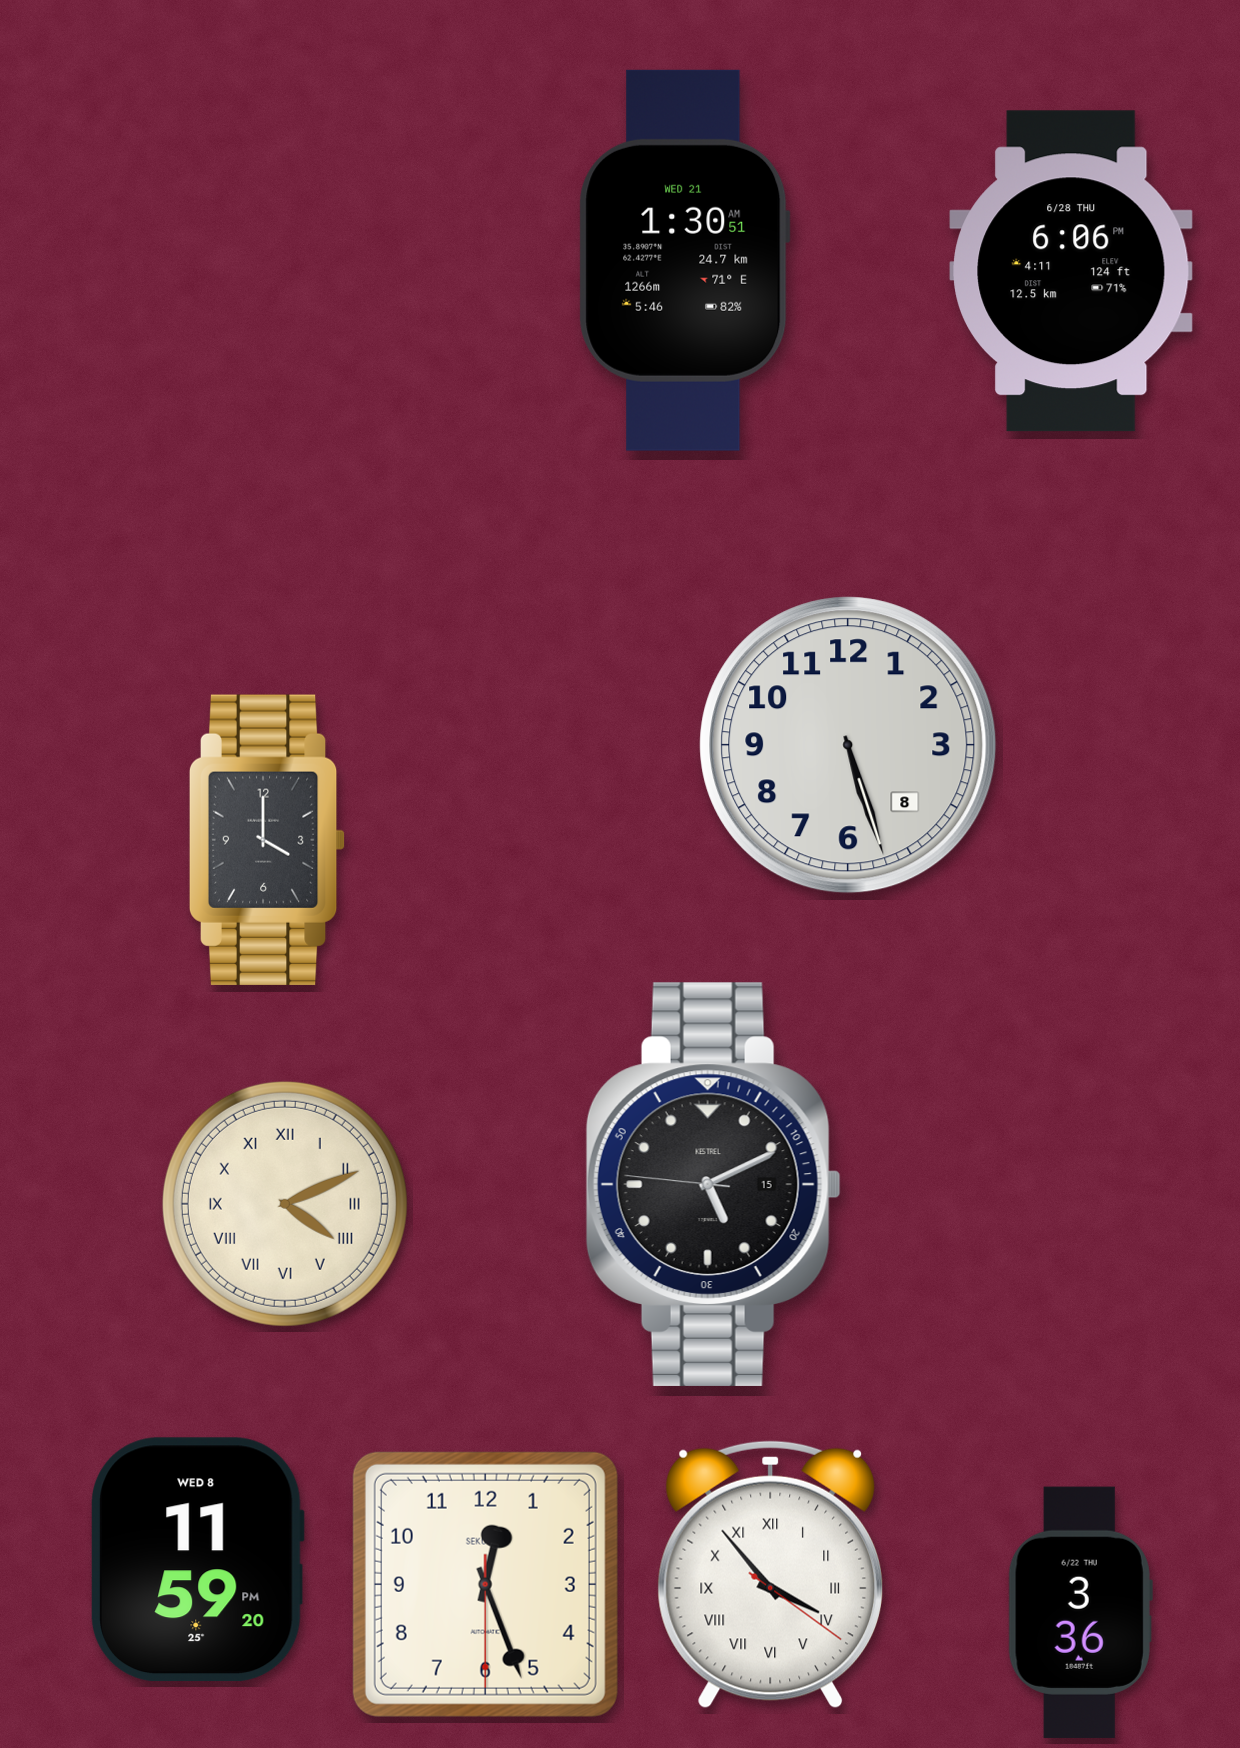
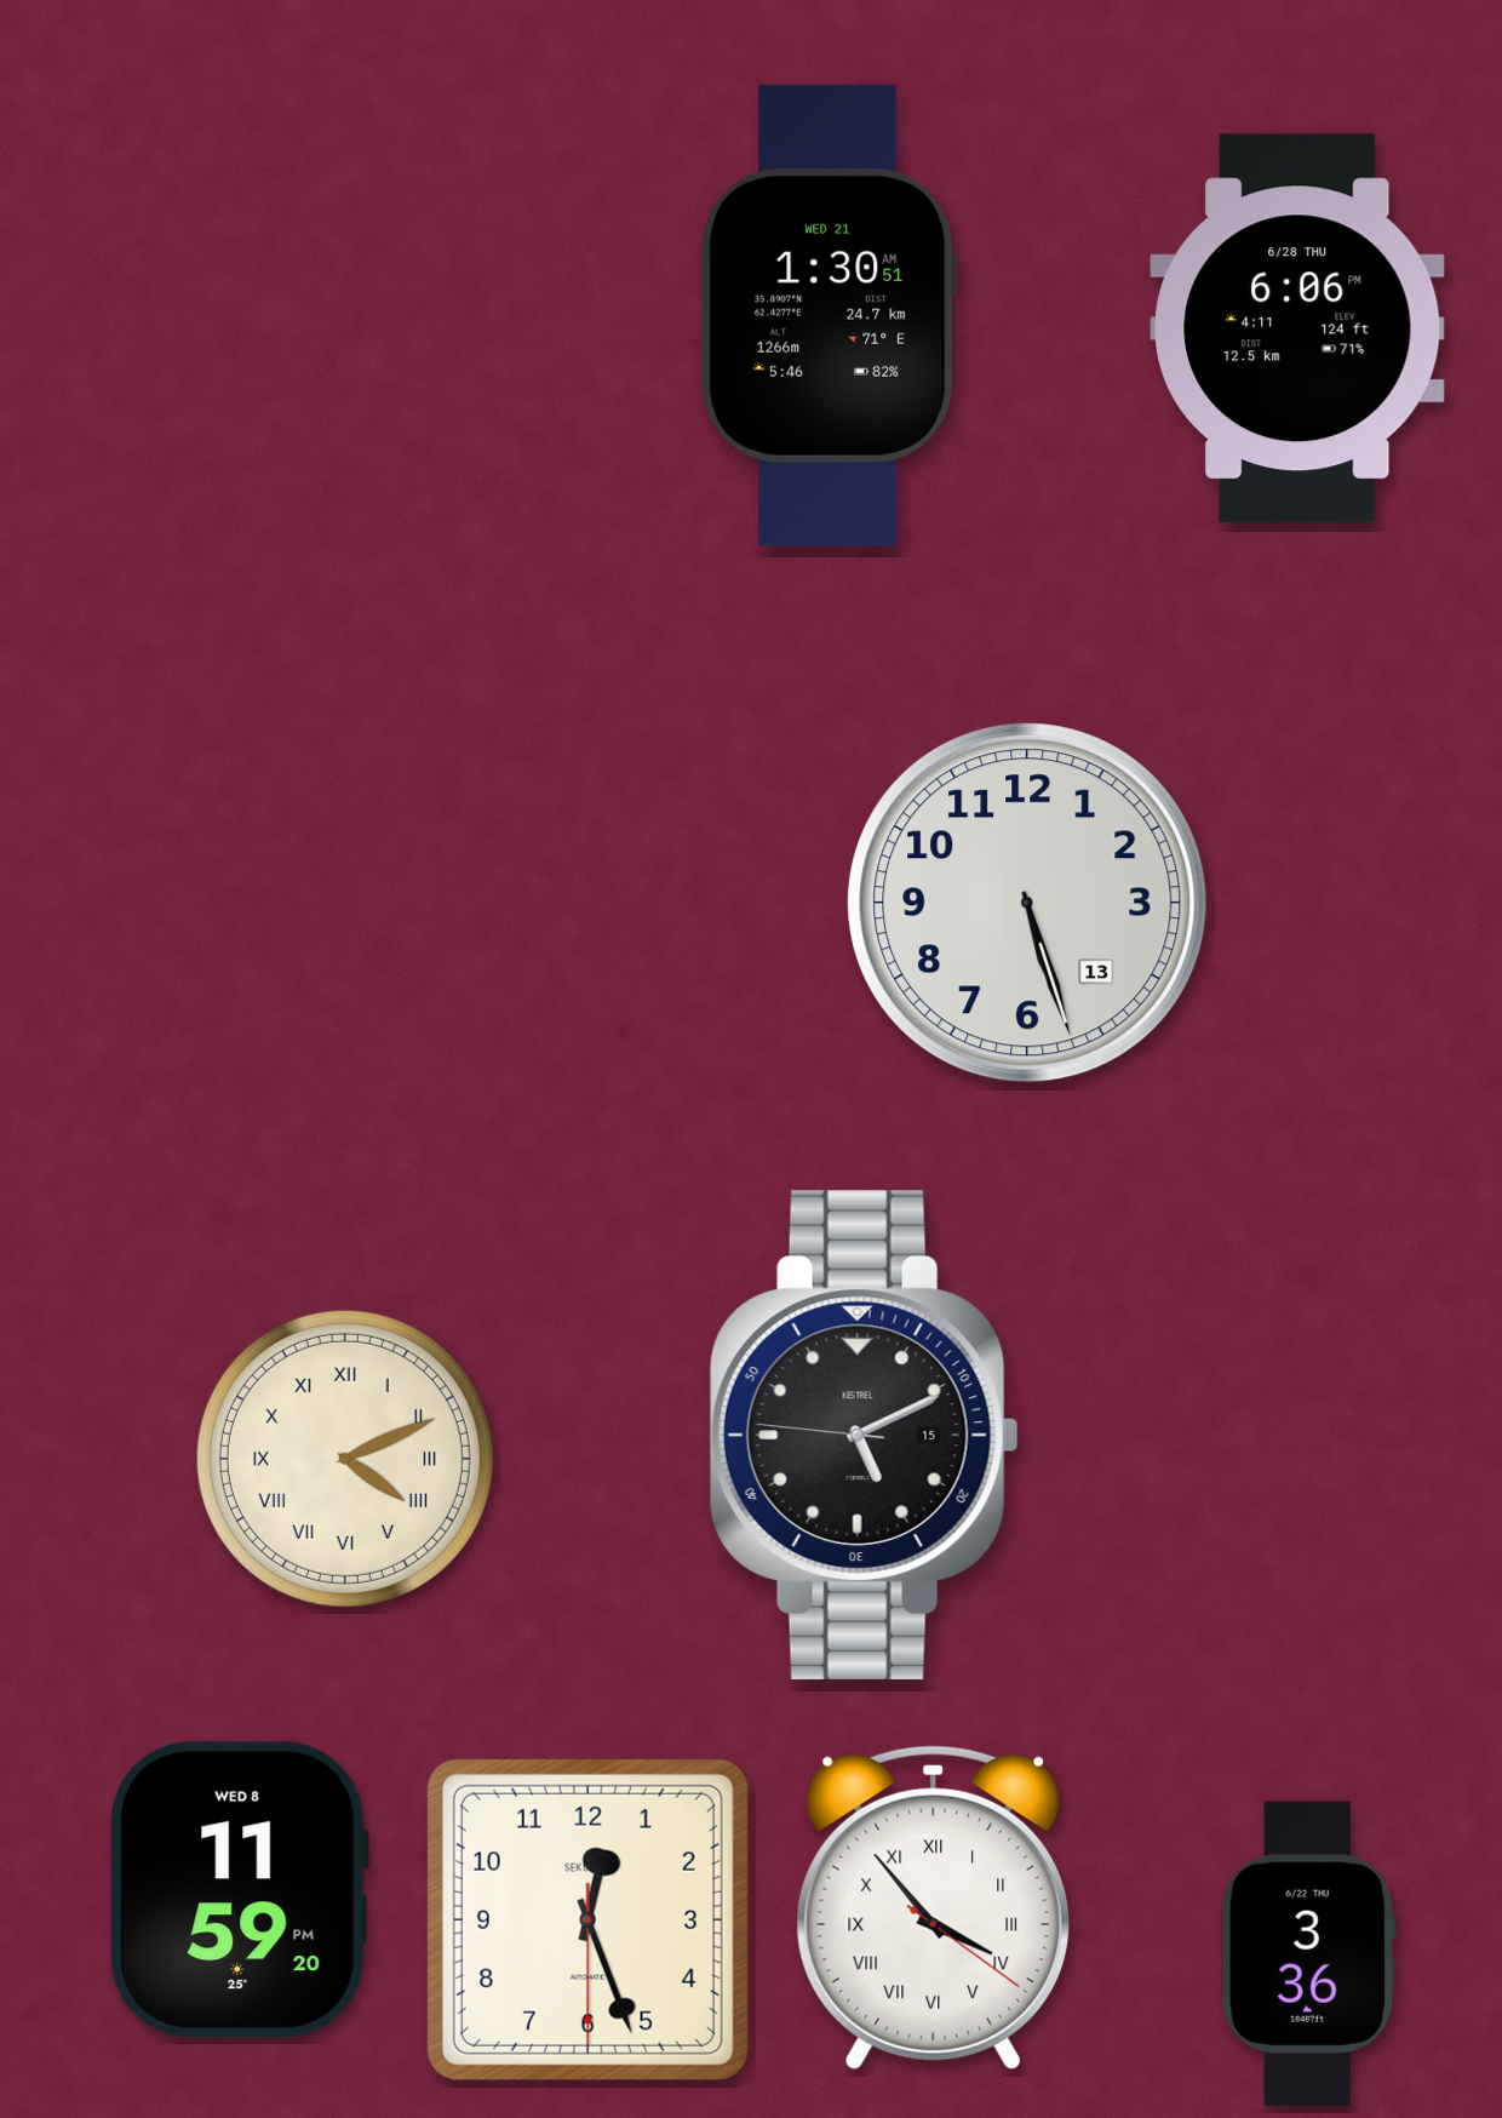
clock at (848, 745) date: 8 -> 13
clock at (267, 840): 4:00 -> none
